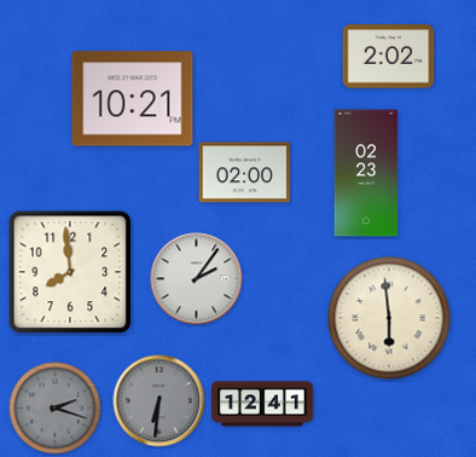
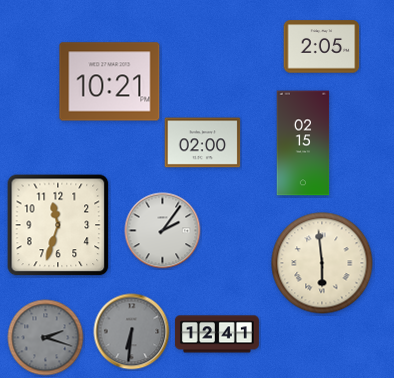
clock at (389, 57): 2:02 -> 2:05
clock at (366, 173): 02:23 -> 02:15
clock at (70, 272): 7:59 -> 11:33
